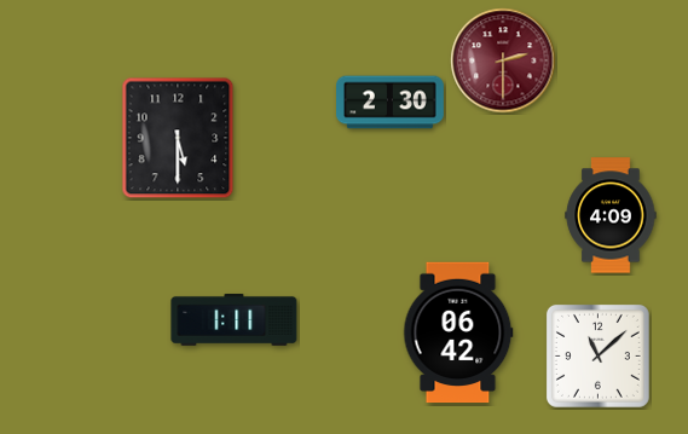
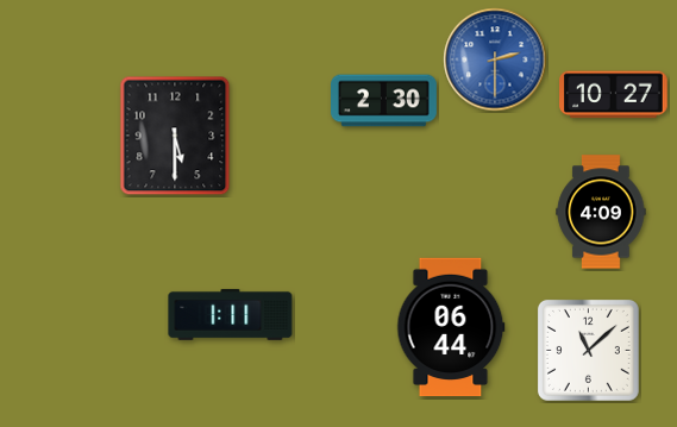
clock at (503, 60) dial: burgundy -> blue
clock at (614, 95): none -> 10:27
clock at (458, 332): 06:42 -> 06:44
